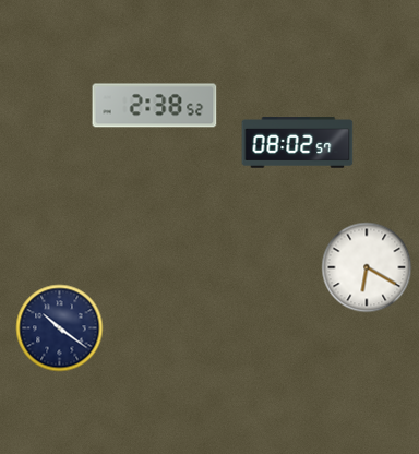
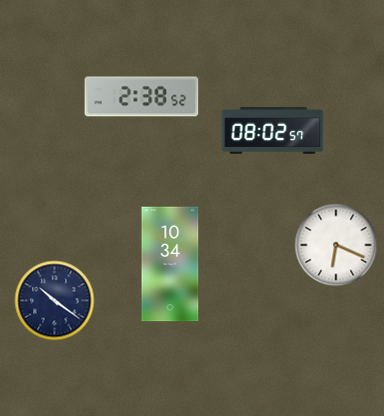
clock at (367, 267): 6:20 -> 6:19
clock at (170, 264): none -> 10:34
